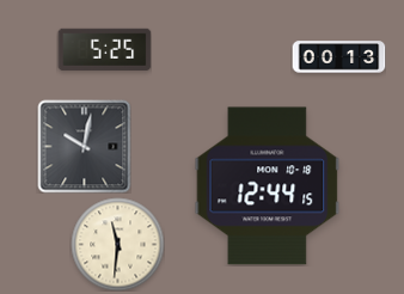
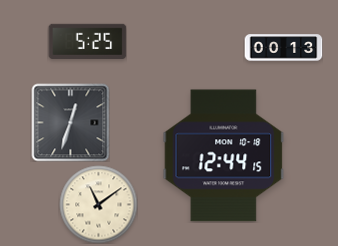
clock at (84, 146): 10:02 -> 12:33
clock at (117, 244): 11:31 -> 11:09
